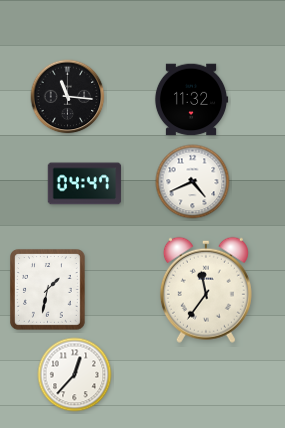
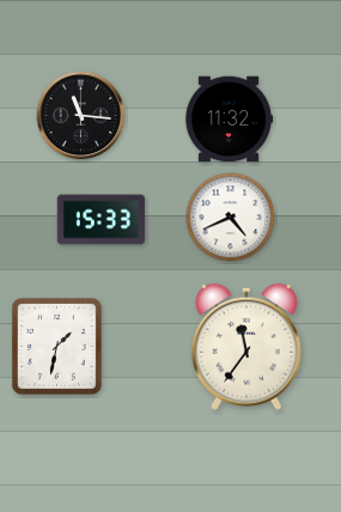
clock at (85, 184): 04:47 -> 15:33
clock at (75, 375): 12:37 -> none
